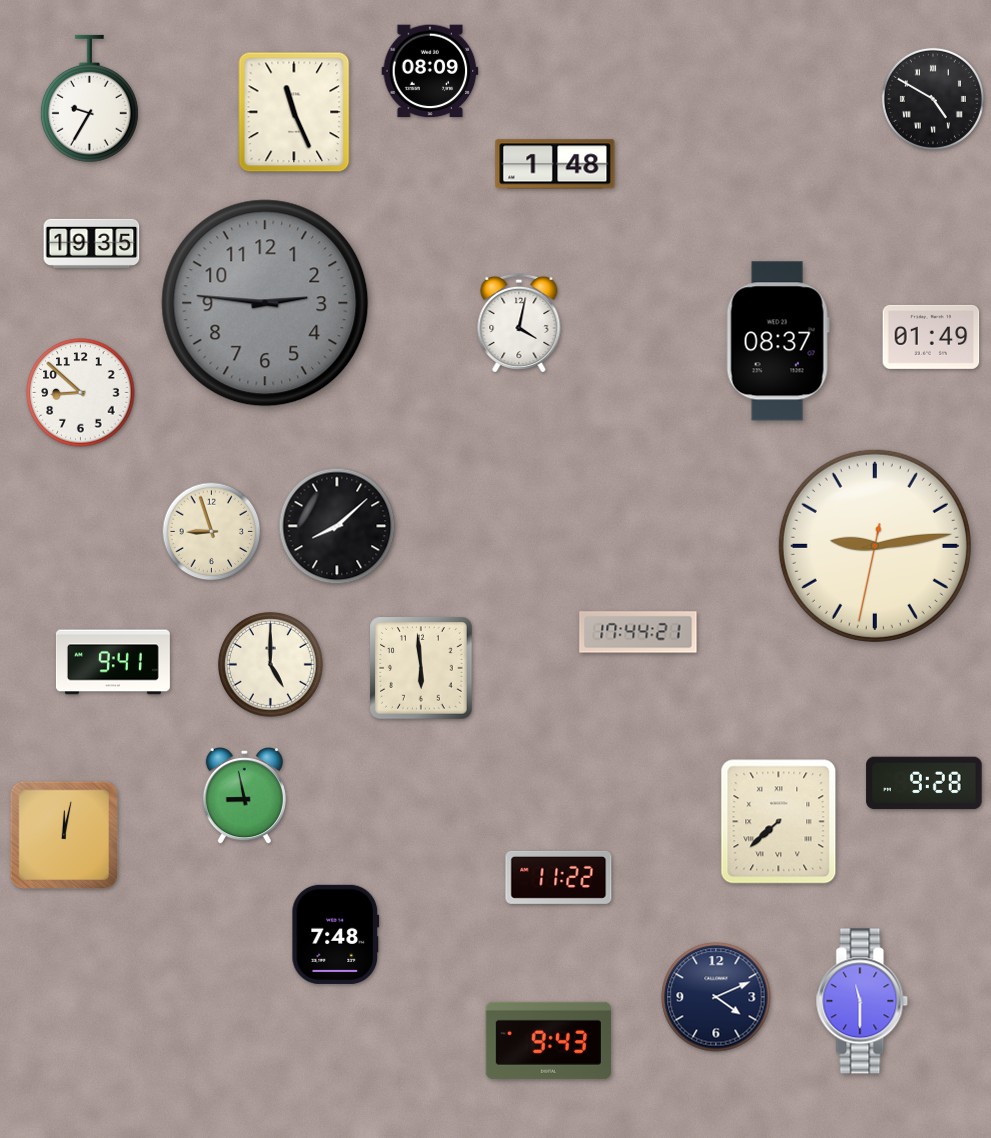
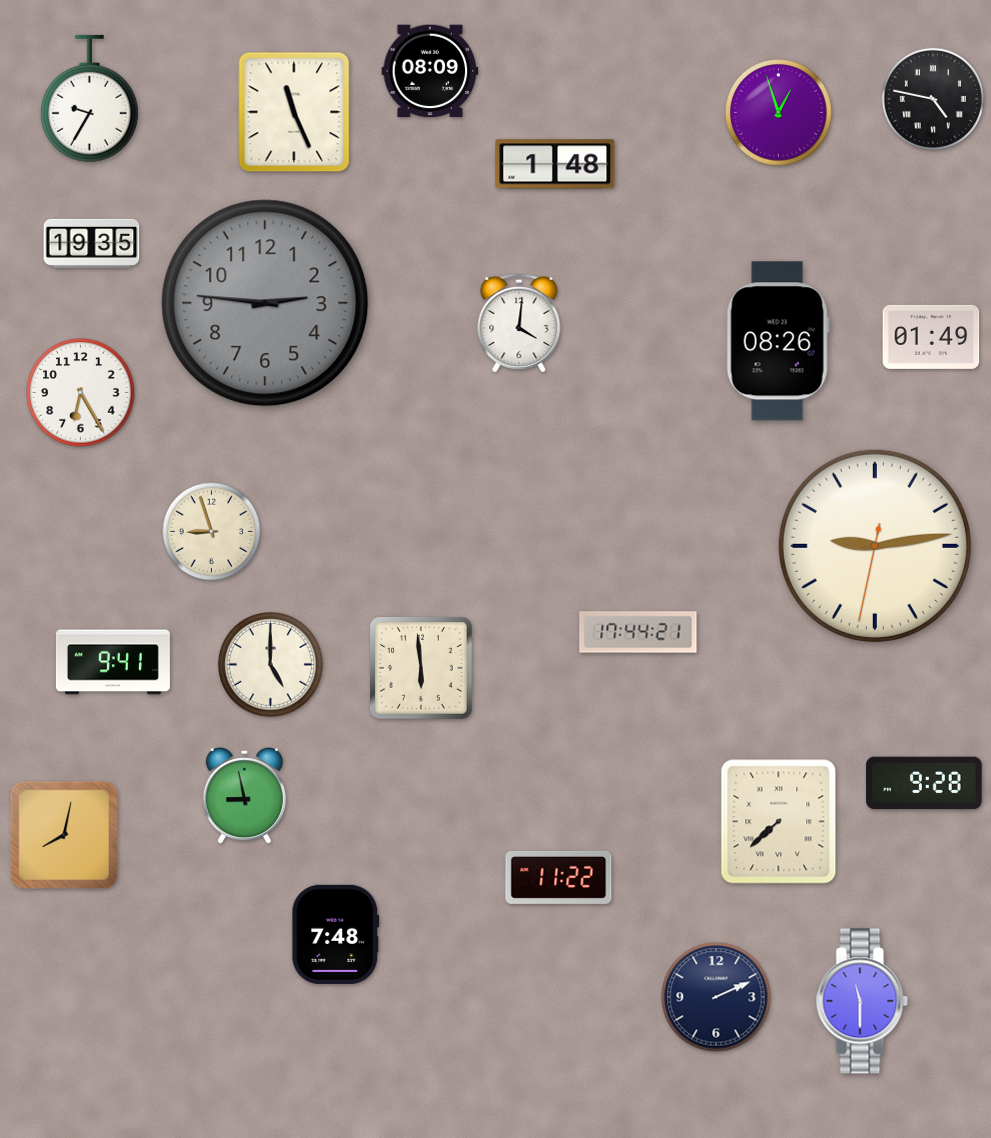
clock at (933, 99): 4:50 -> 4:47
clock at (779, 113): none -> 12:57
clock at (519, 323): 4:02 -> 4:01
clock at (778, 341): 08:37 -> 08:26
clock at (81, 393): 8:52 -> 6:25
clock at (337, 526): 8:08 -> none
clock at (63, 834): 12:02 -> 8:02
clock at (716, 997): 4:11 -> 2:11
clock at (548, 1040): 9:43 -> none
